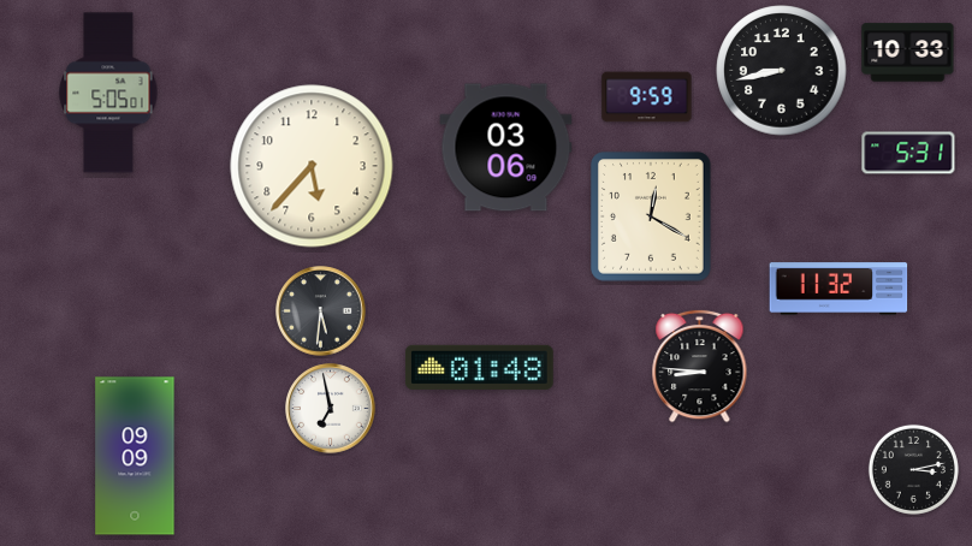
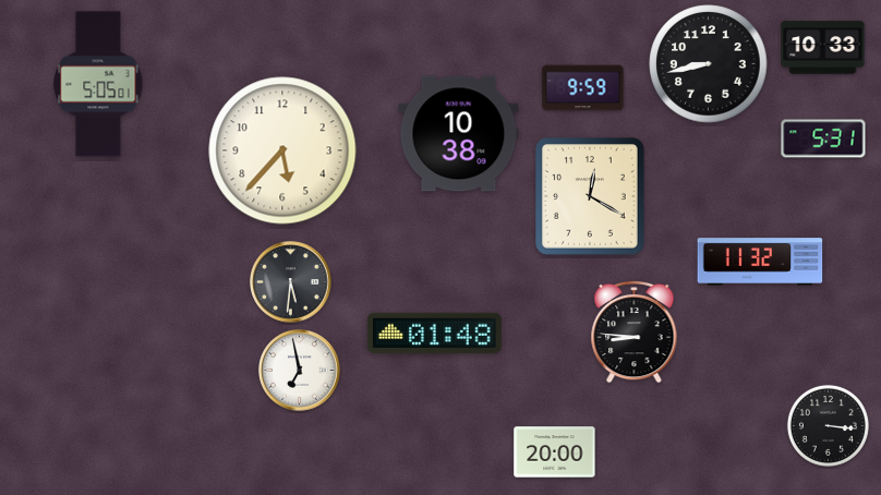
clock at (647, 97) position: (647, 97) -> (583, 88)
clock at (506, 148): 03:06 -> 10:38
clock at (135, 456): 09:09 -> none
clock at (913, 469): 3:13 -> 3:16
clock at (555, 452): none -> 20:00
